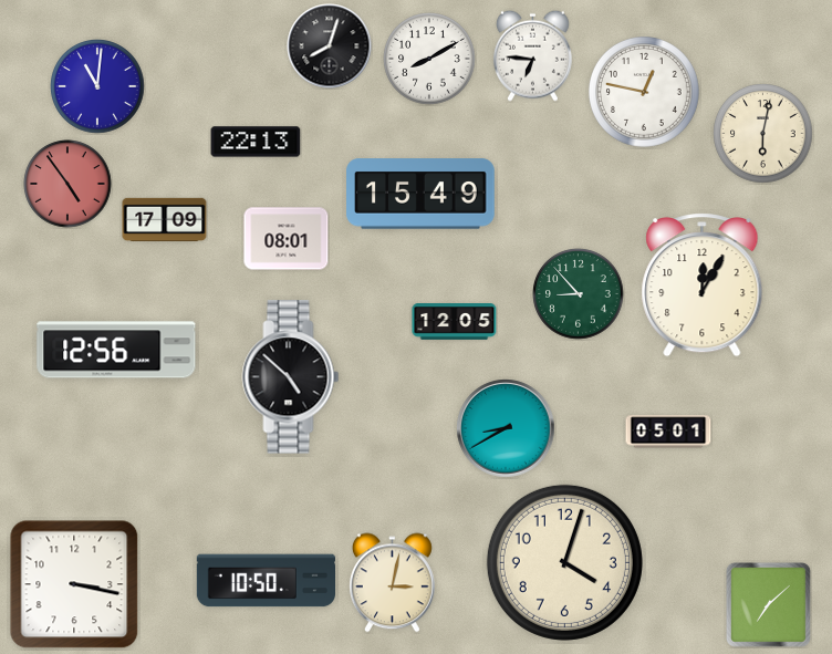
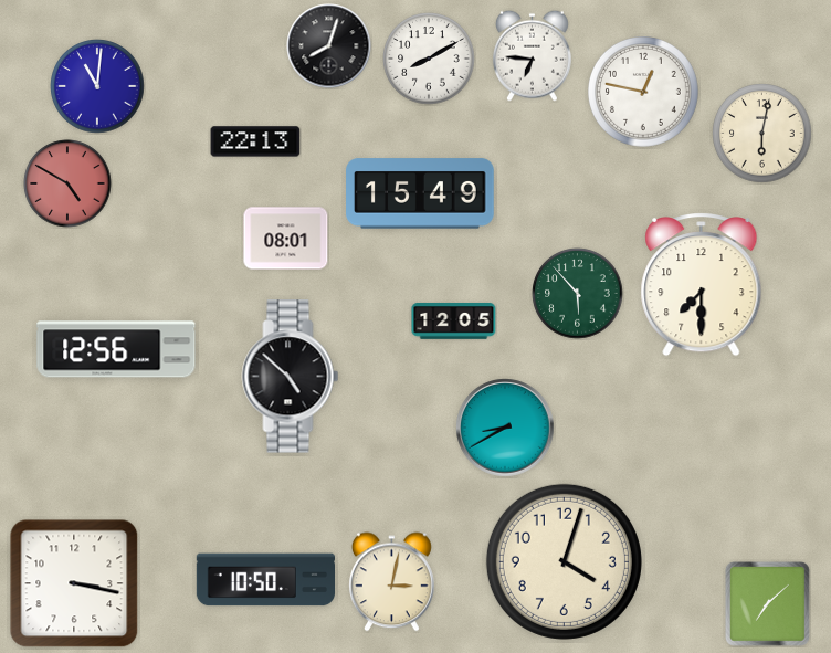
clock at (67, 184): 4:54 -> 4:50
clock at (165, 219): 17:09 -> none
clock at (703, 286): 12:05 -> 7:30
clock at (579, 294): 8:53 -> 5:53
clock at (668, 432): 05:01 -> none
